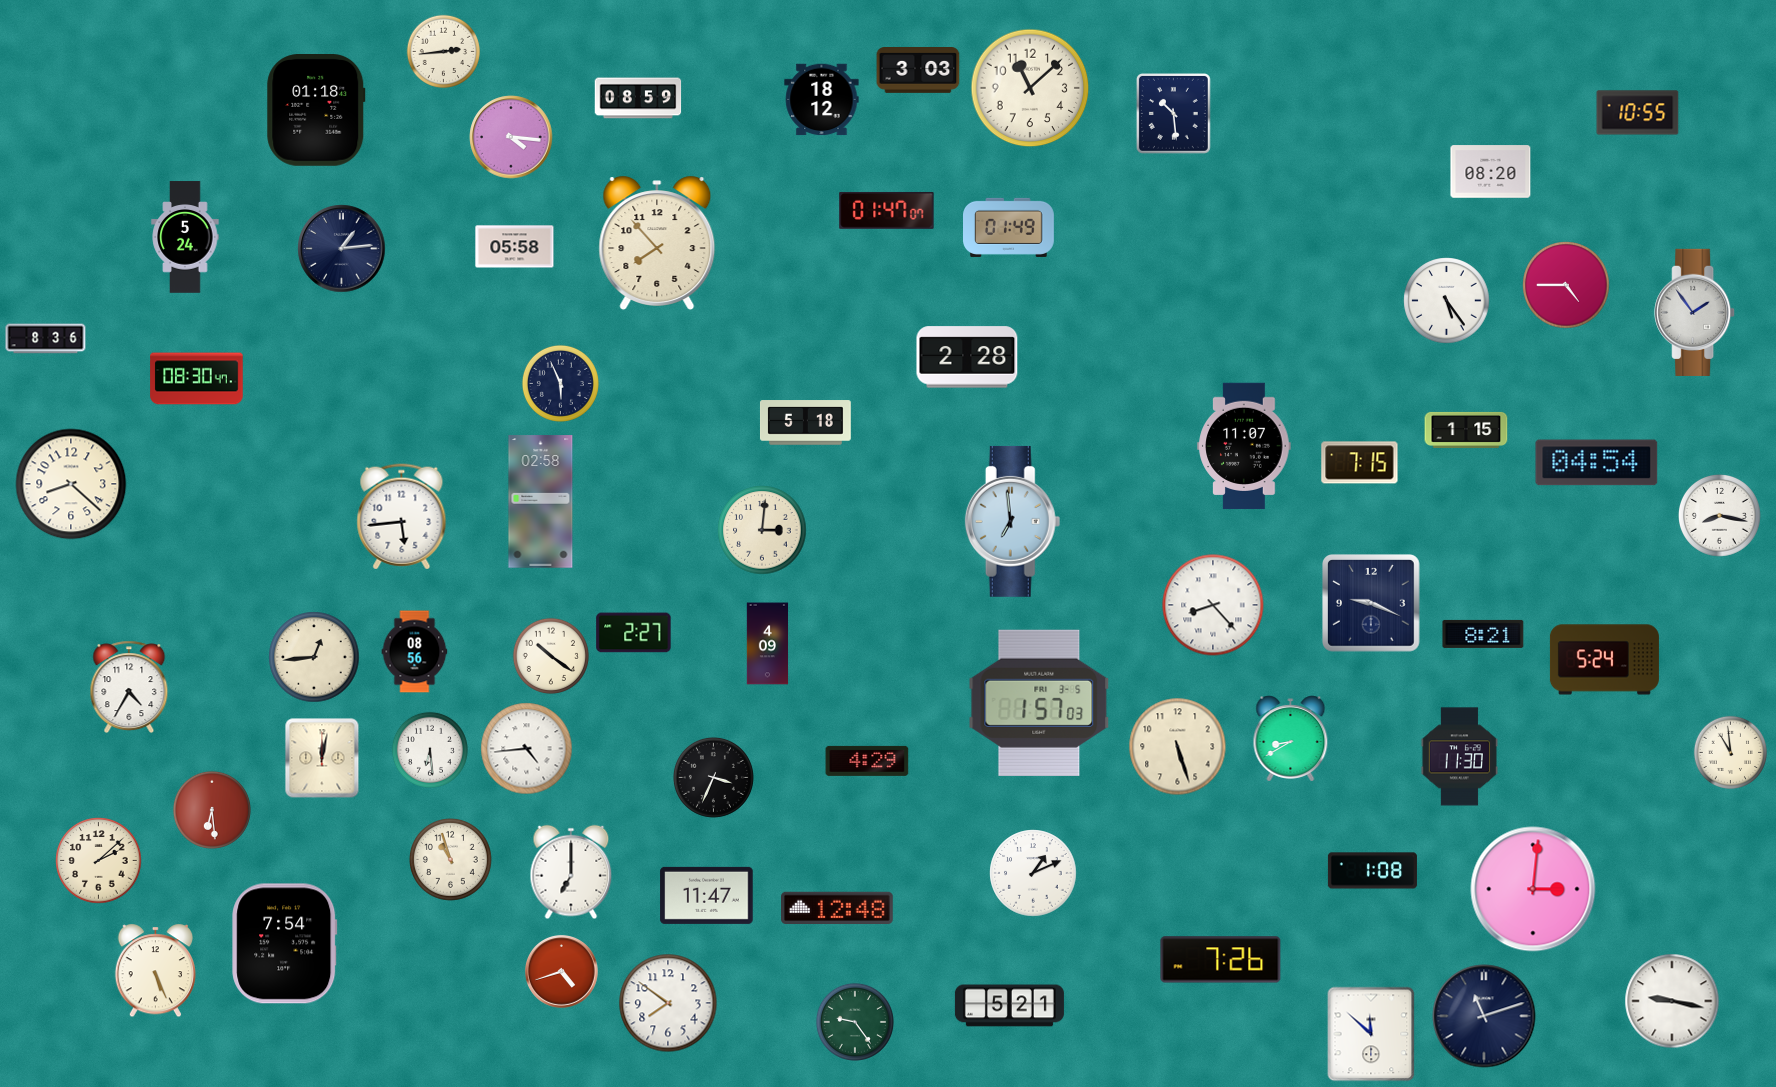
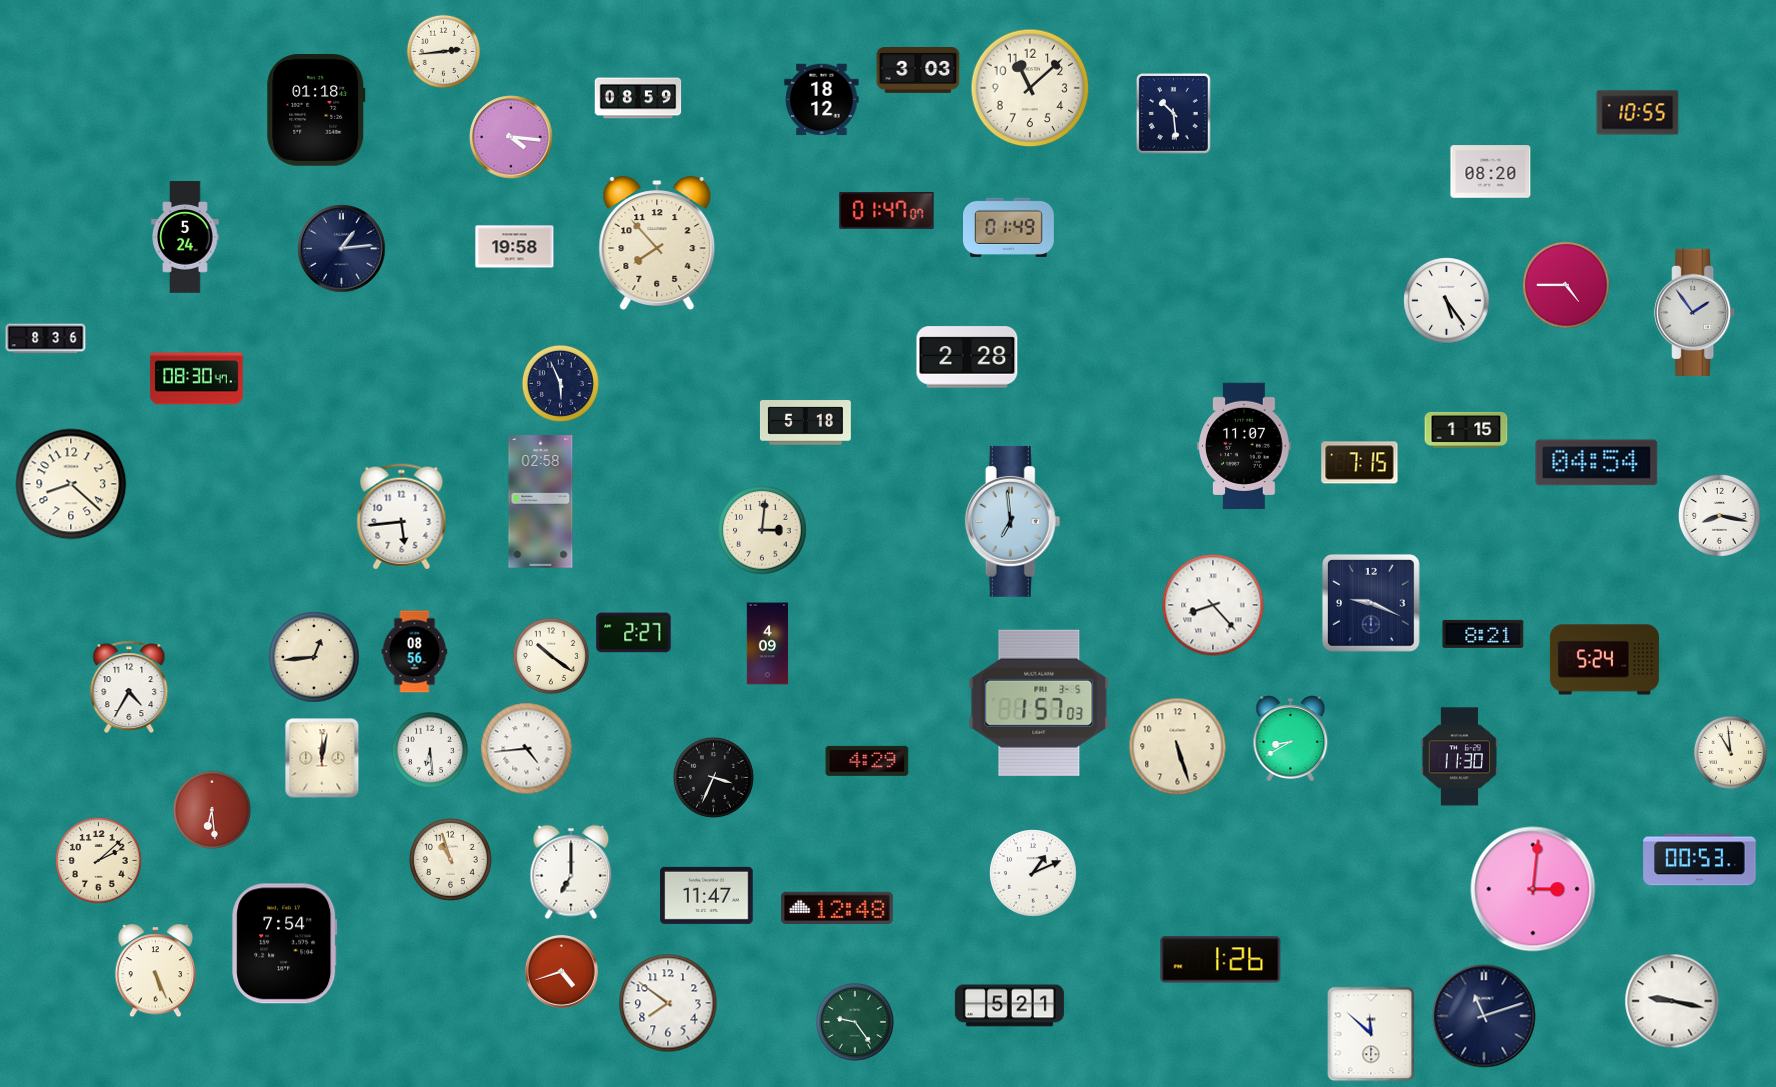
clock at (515, 247): 05:58 -> 19:58
clock at (1700, 860): none -> 00:53
clock at (1372, 871): 1:08 -> none
clock at (1221, 960): 7:26 -> 1:26
